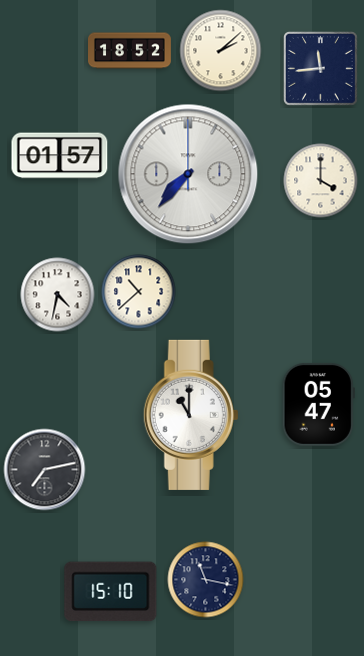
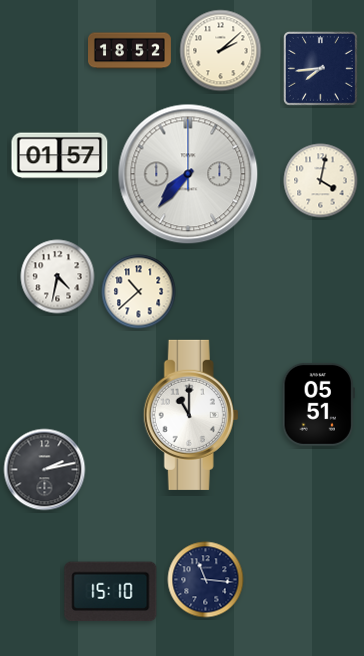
clock at (320, 68): 11:44 -> 7:44
clock at (321, 181): 4:00 -> 4:02
clock at (58, 295) position: (58, 295) -> (58, 277)
clock at (318, 404): 05:47 -> 05:51
clock at (45, 470): 7:13 -> 2:13
clock at (206, 580): 11:17 -> 11:16
